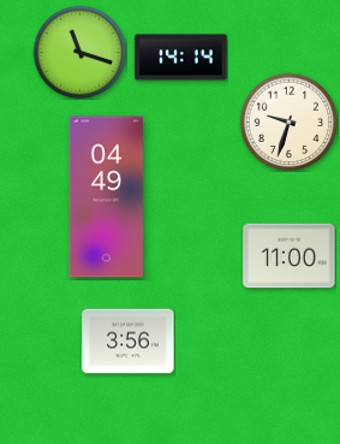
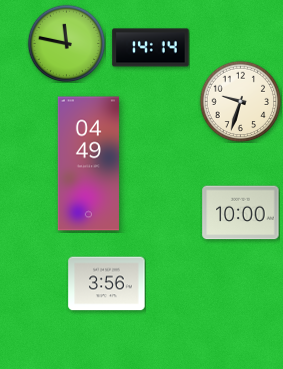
clock at (79, 52): 11:18 -> 11:47
clock at (290, 256): 11:00 -> 10:00
